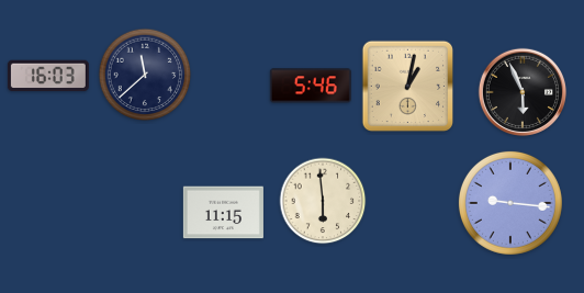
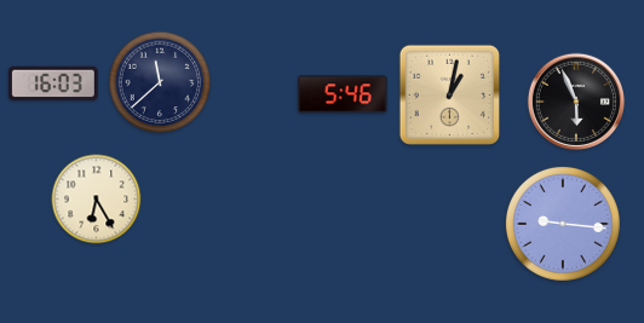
clock at (97, 200): none -> 6:25
clock at (323, 201): 5:59 -> none
clock at (223, 213): 11:15 -> none
